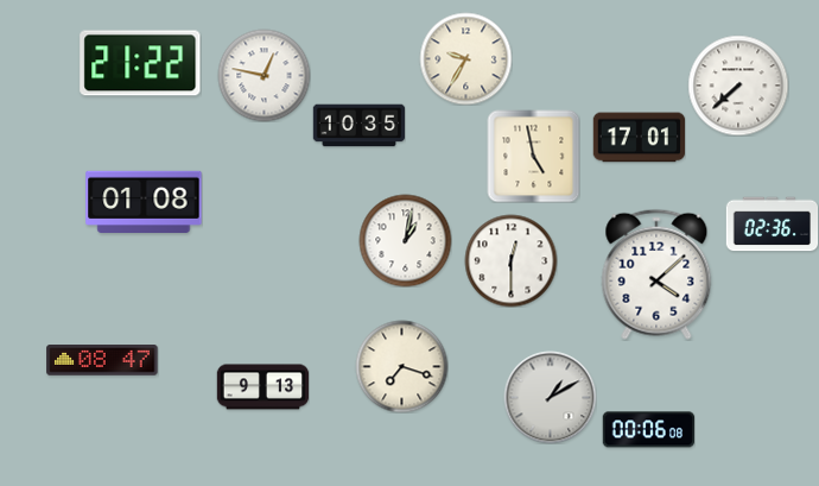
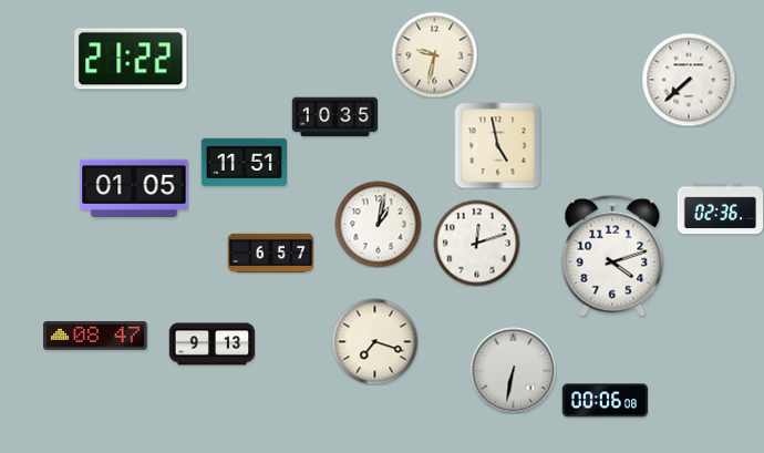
clock at (465, 58): 9:35 -> 9:32
clock at (264, 75): 12:47 -> none
clock at (639, 138): 17:01 -> none
clock at (244, 163): none -> 11:51
clock at (144, 201): 01:08 -> 01:05
clock at (510, 260): 12:30 -> 12:12
clock at (270, 253): none -> 6:57
clock at (656, 274): 4:08 -> 4:12
clock at (262, 387) position: (262, 387) -> (211, 344)
clock at (550, 397): 1:10 -> 6:32
